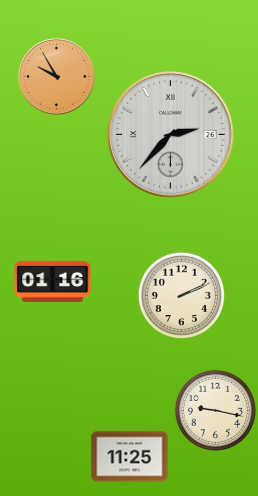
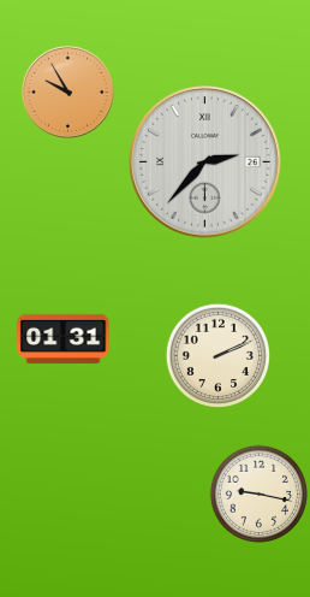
clock at (53, 281): 01:16 -> 01:31
clock at (130, 457): 11:25 -> none
